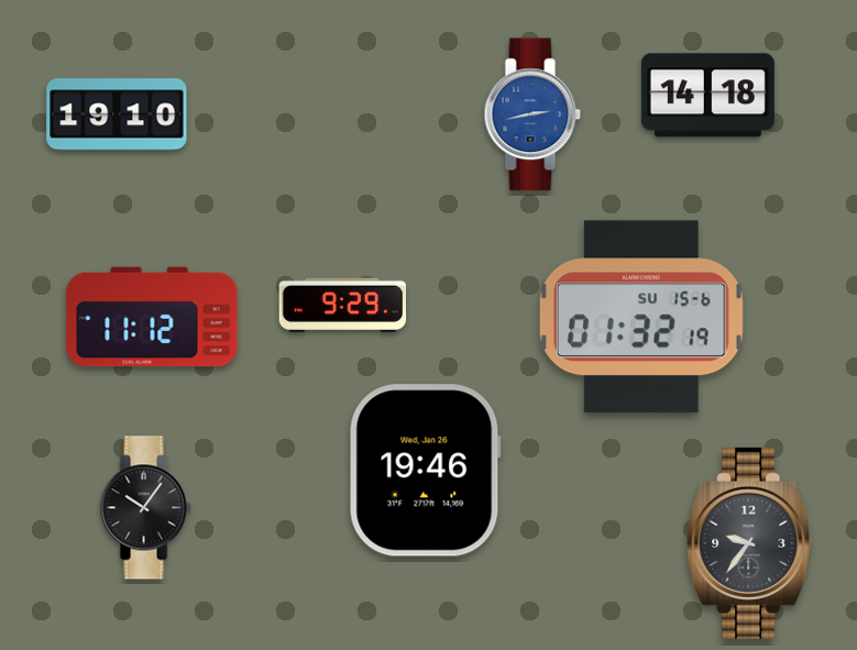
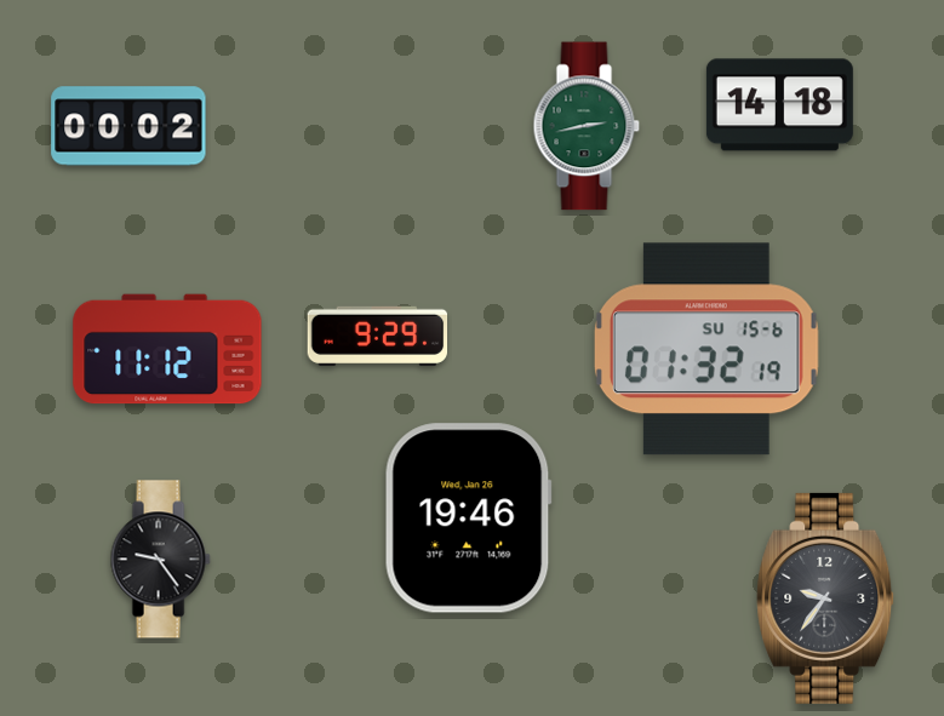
clock at (117, 114): 19:10 -> 00:02
clock at (532, 114) dial: blue -> green
clock at (145, 508): 10:06 -> 9:24
